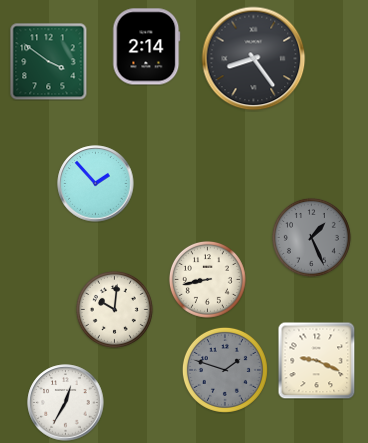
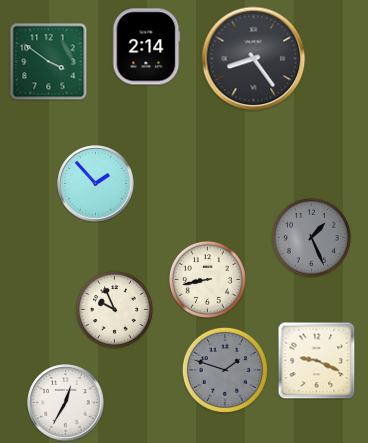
clock at (114, 309): 10:01 -> 9:56
